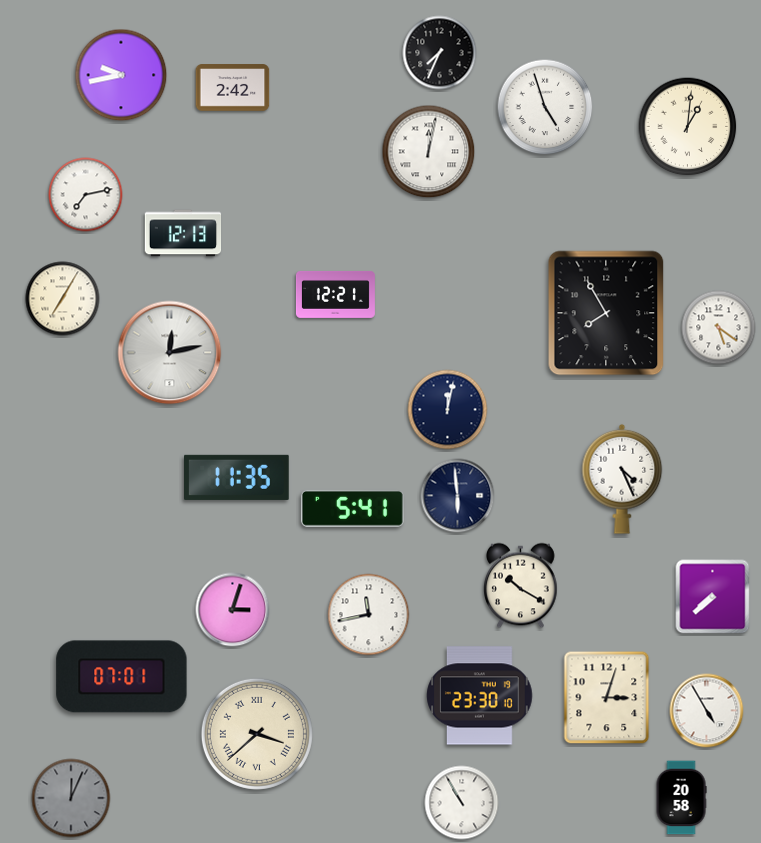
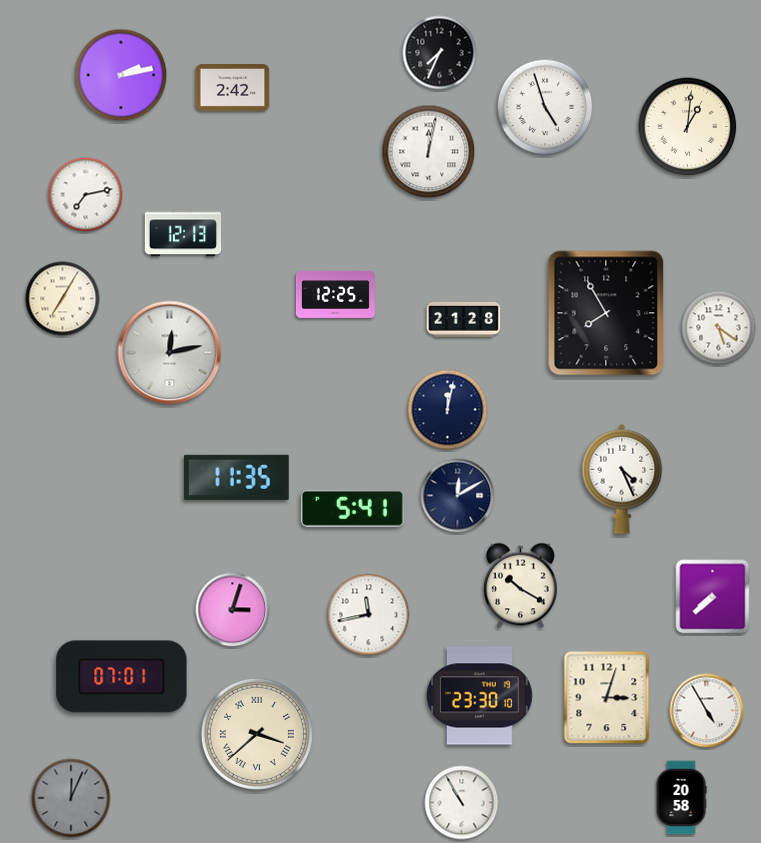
clock at (121, 75): 9:43 -> 2:13
clock at (335, 294): 12:21 -> 12:25
clock at (464, 320): none -> 21:28
clock at (458, 496): 5:59 -> 12:10
